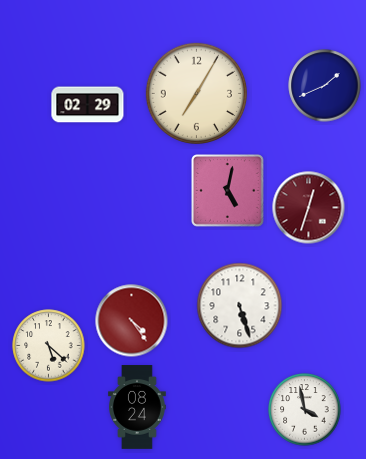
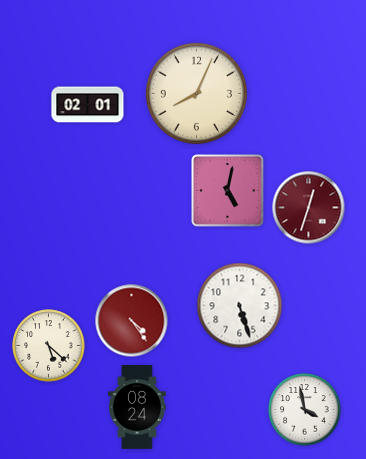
clock at (325, 86): 1:41 -> none
clock at (196, 93): 7:05 -> 8:04
clock at (88, 105): 02:29 -> 02:01
